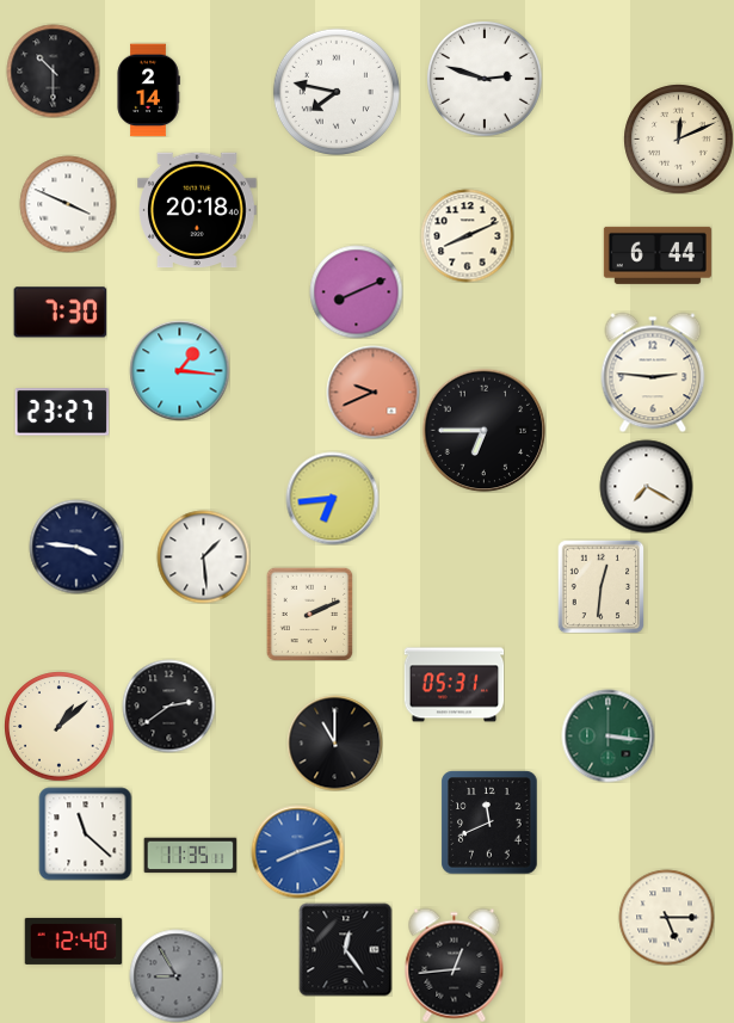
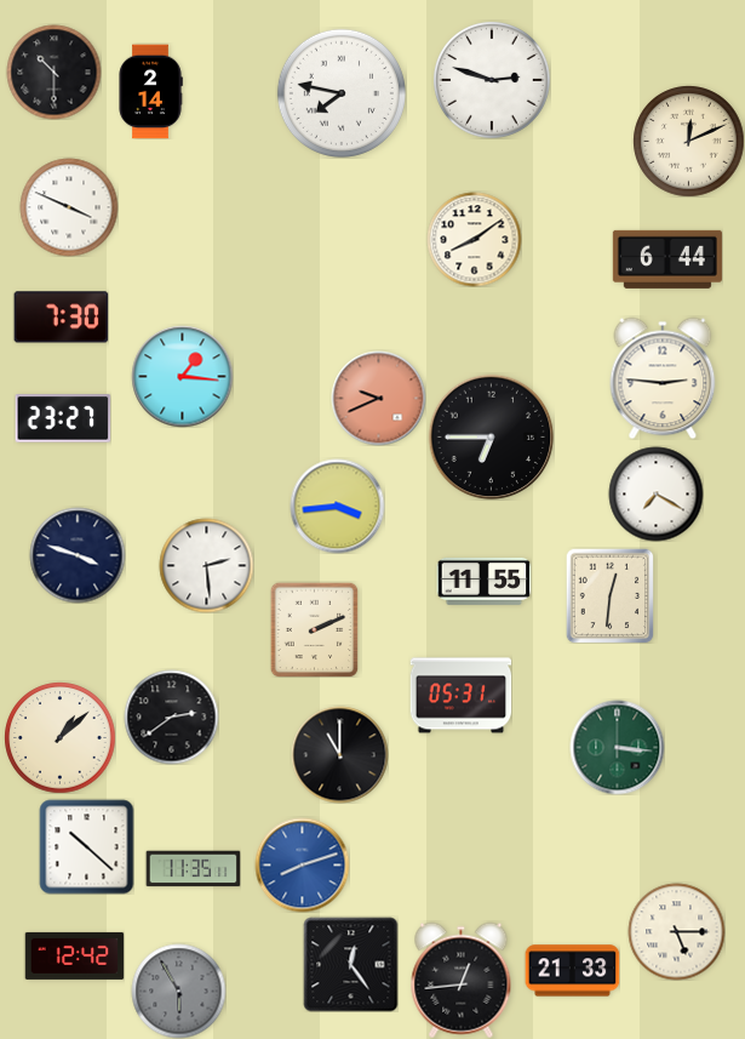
clock at (198, 210): 20:18 -> none
clock at (467, 235): 8:11 -> 8:09
clock at (356, 291): 8:11 -> none
clock at (332, 498): 6:44 -> 3:44
clock at (76, 547): 3:46 -> 3:48
clock at (203, 556): 1:29 -> 2:29
clock at (483, 581): none -> 11:55
clock at (310, 614) position: (310, 614) -> (315, 629)
clock at (489, 822): 11:41 -> none
clock at (85, 833): 11:22 -> 10:22
clock at (73, 941): 12:40 -> 12:42
clock at (572, 971): none -> 21:33
clock at (175, 975): 8:55 -> 5:55
